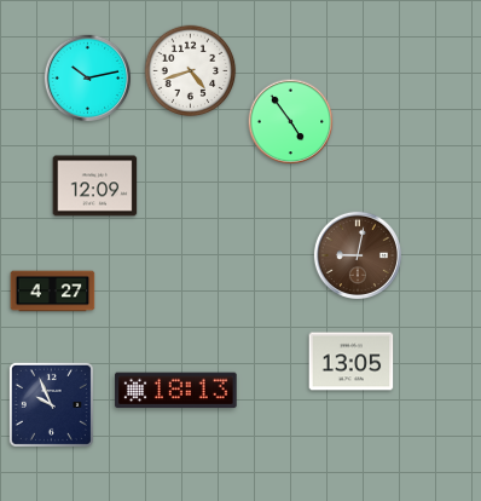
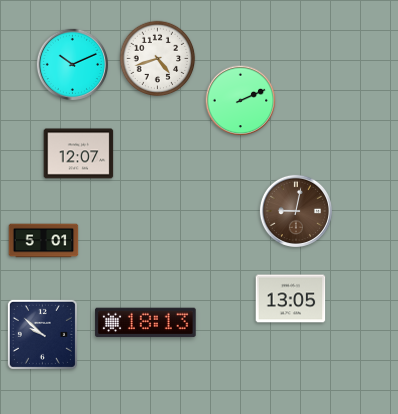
clock at (88, 79): 10:13 -> 10:11
clock at (291, 122): 4:54 -> 2:11
clock at (95, 186): 12:09 -> 12:07
clock at (53, 292): 4:27 -> 5:01
clock at (51, 404): 9:56 -> 9:52
